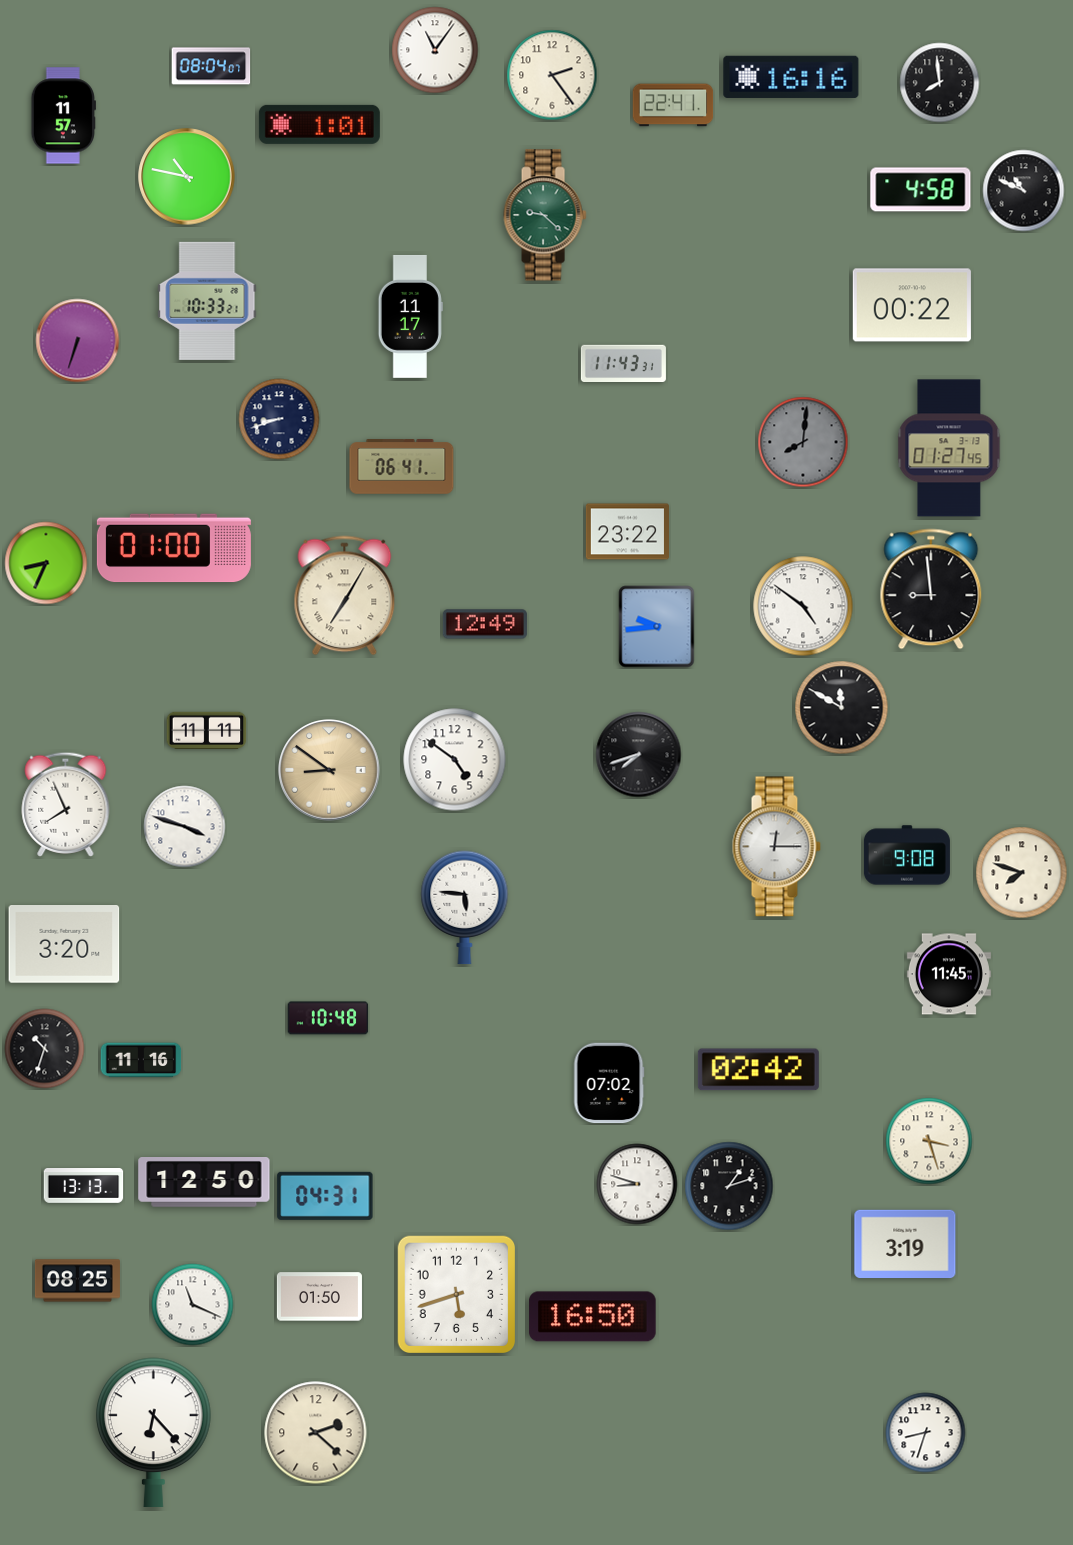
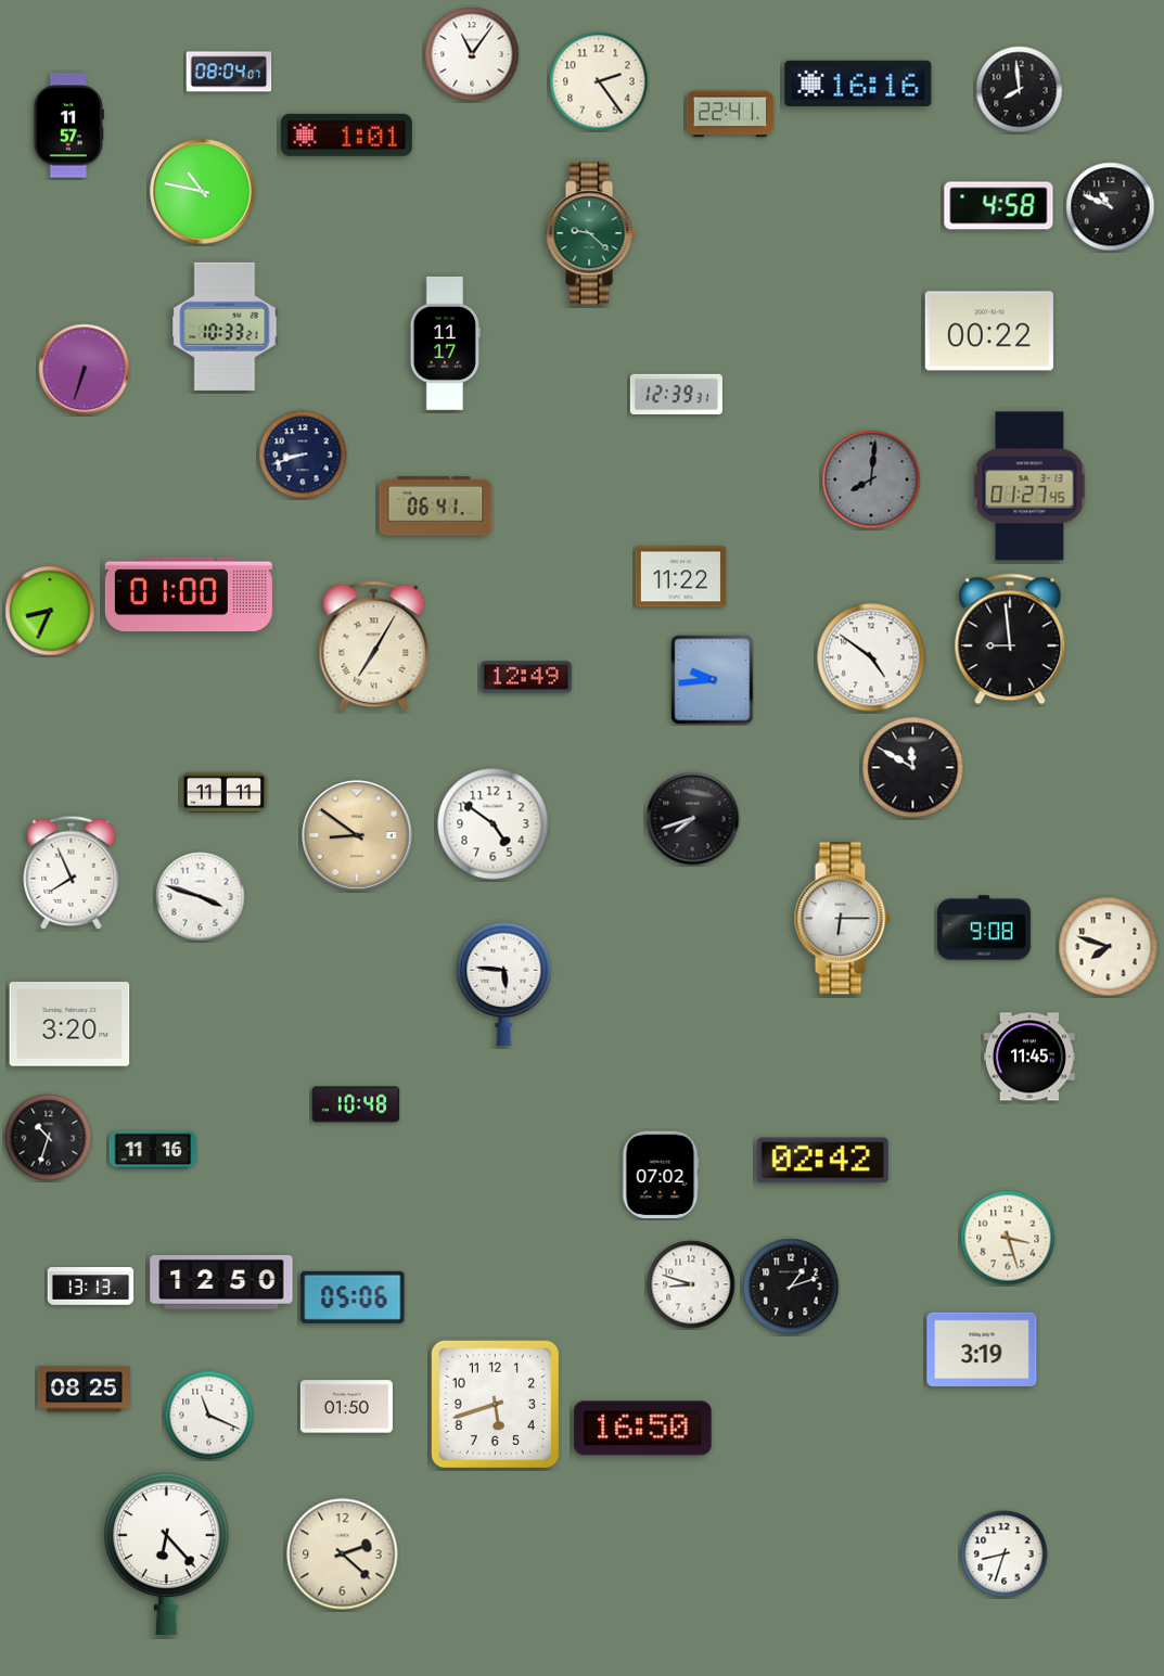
clock at (623, 364): 11:43 -> 12:39
clock at (627, 532): 23:22 -> 11:22
clock at (776, 847): 12:15 -> 6:15
clock at (325, 1196): 04:31 -> 05:06
